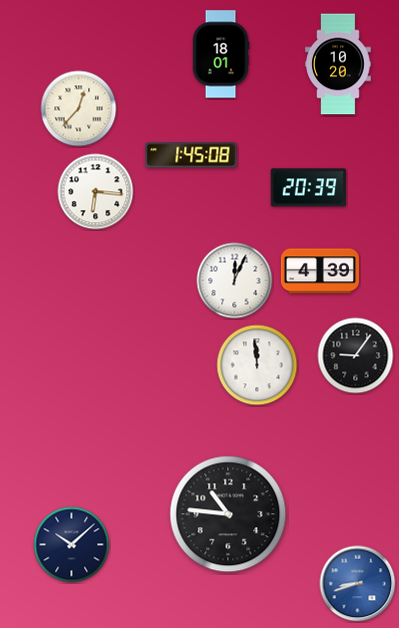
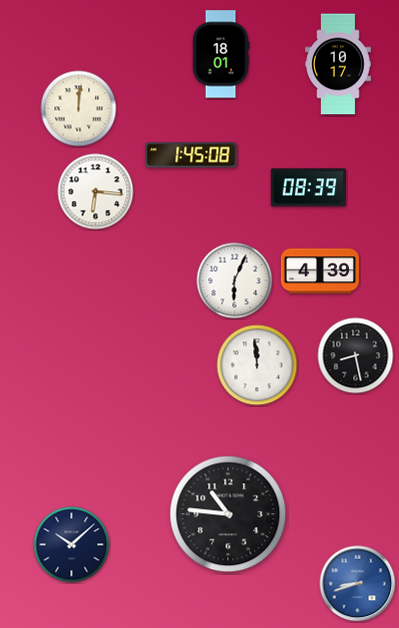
clock at (338, 64): 10:20 -> 10:17
clock at (79, 109): 12:37 -> 12:01
clock at (308, 188): 20:39 -> 08:39
clock at (235, 281): 12:04 -> 6:04
clock at (356, 356): 9:06 -> 8:28
